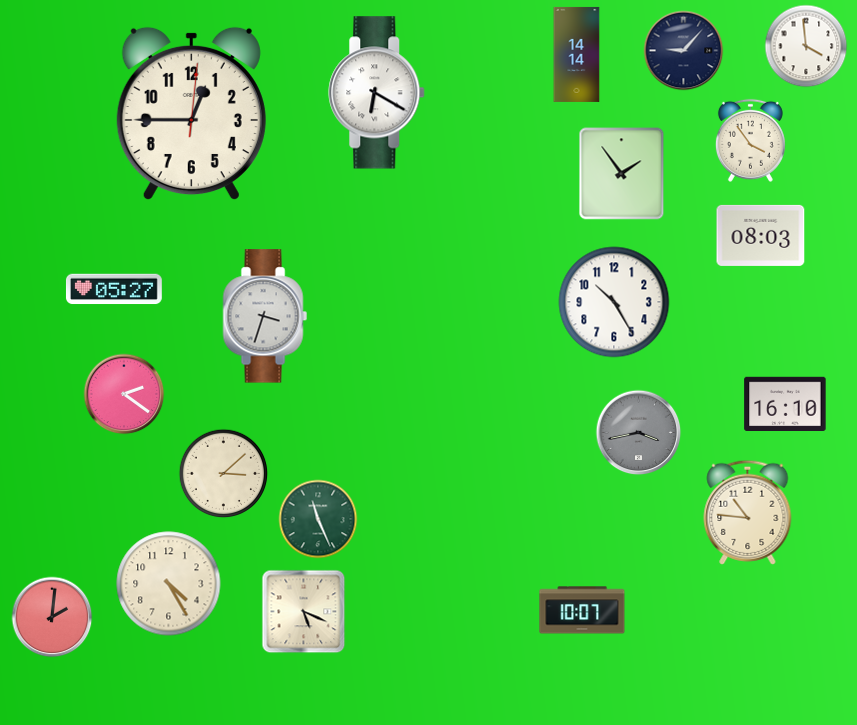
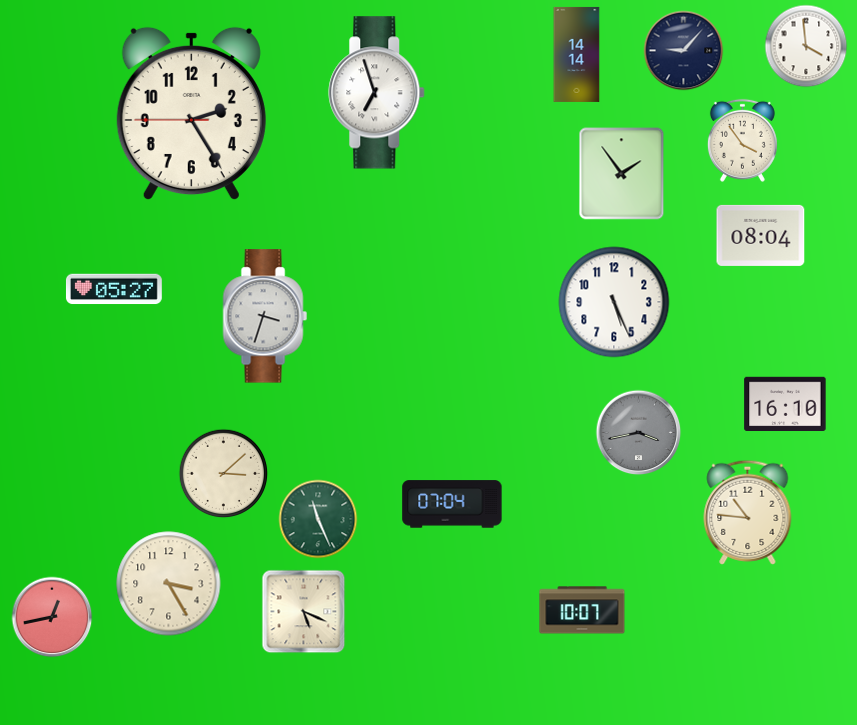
clock at (377, 93): 6:20 -> 6:57
clock at (191, 114): 12:45 -> 2:24
clock at (750, 140) position: (750, 140) -> (742, 140)
clock at (761, 235): 08:03 -> 08:04
clock at (614, 302): 10:25 -> 5:26
clock at (124, 394): 2:21 -> none
clock at (452, 504): none -> 07:04
clock at (169, 584): 4:25 -> 3:25
clock at (52, 617): 2:01 -> 12:43
